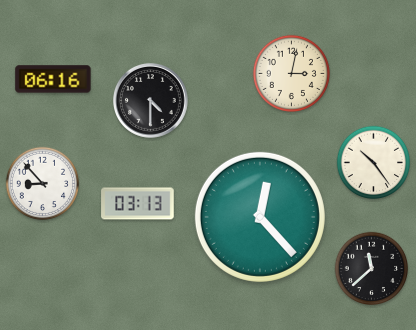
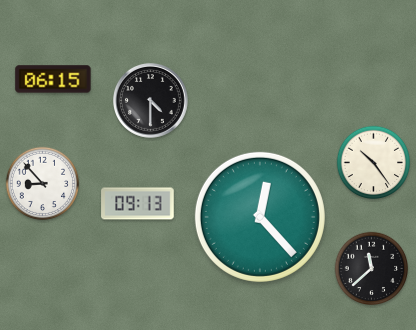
clock at (291, 73): 3:02 -> none
clock at (53, 79): 06:16 -> 06:15
clock at (138, 204): 03:13 -> 09:13
